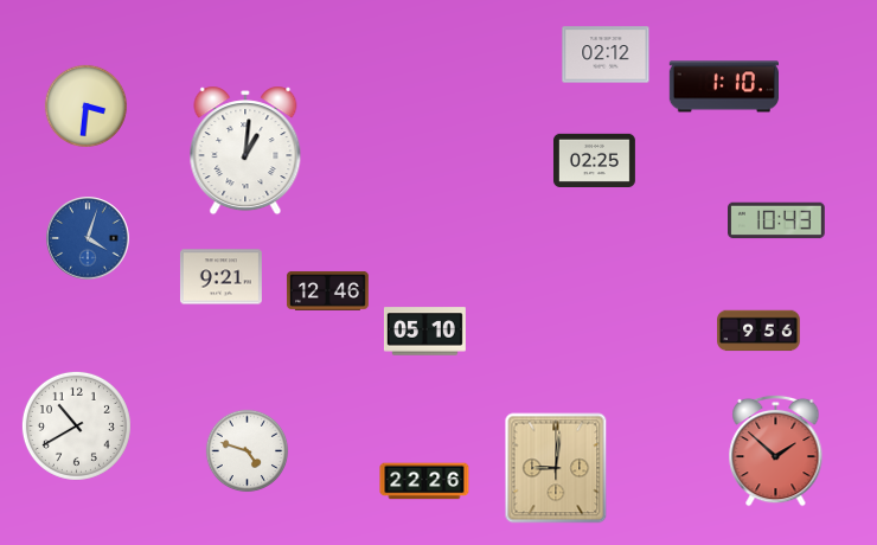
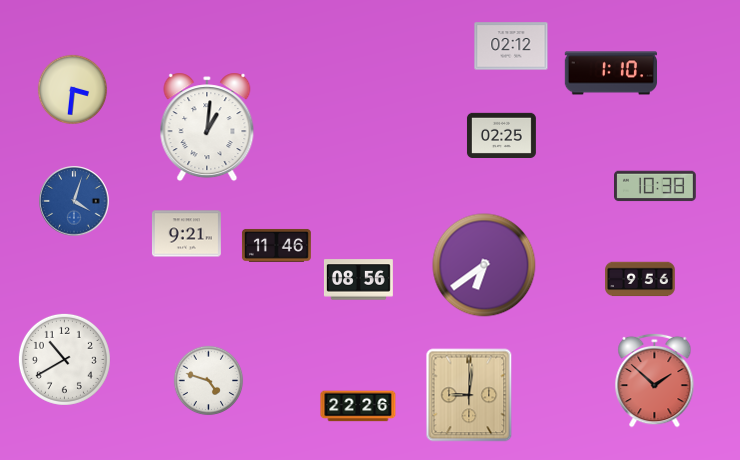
clock at (777, 220): 10:43 -> 10:38
clock at (327, 290): 12:46 -> 11:46
clock at (484, 265): none -> 6:39
clock at (424, 332): 05:10 -> 08:56
